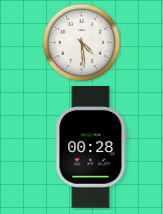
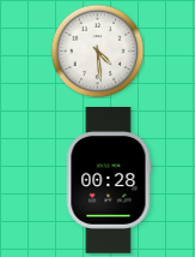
clock at (91, 148) position: (91, 148) -> (109, 181)
